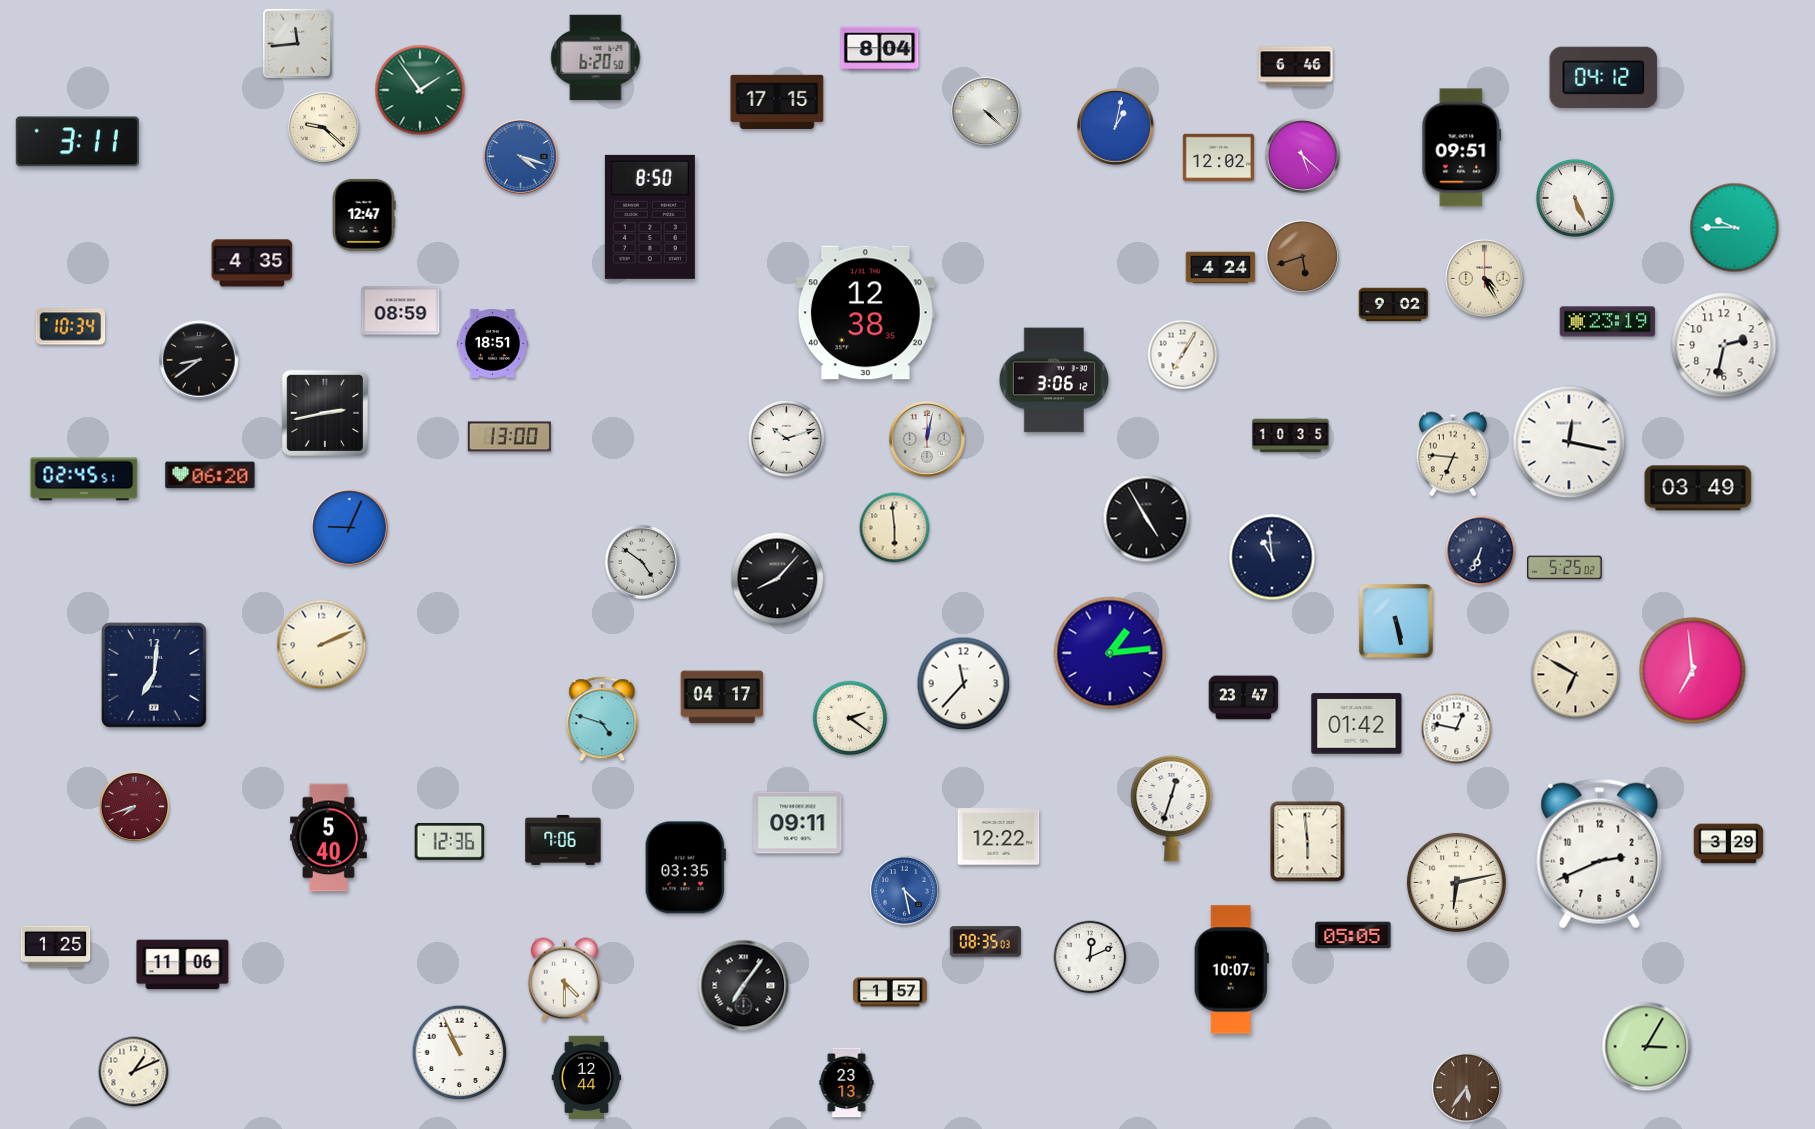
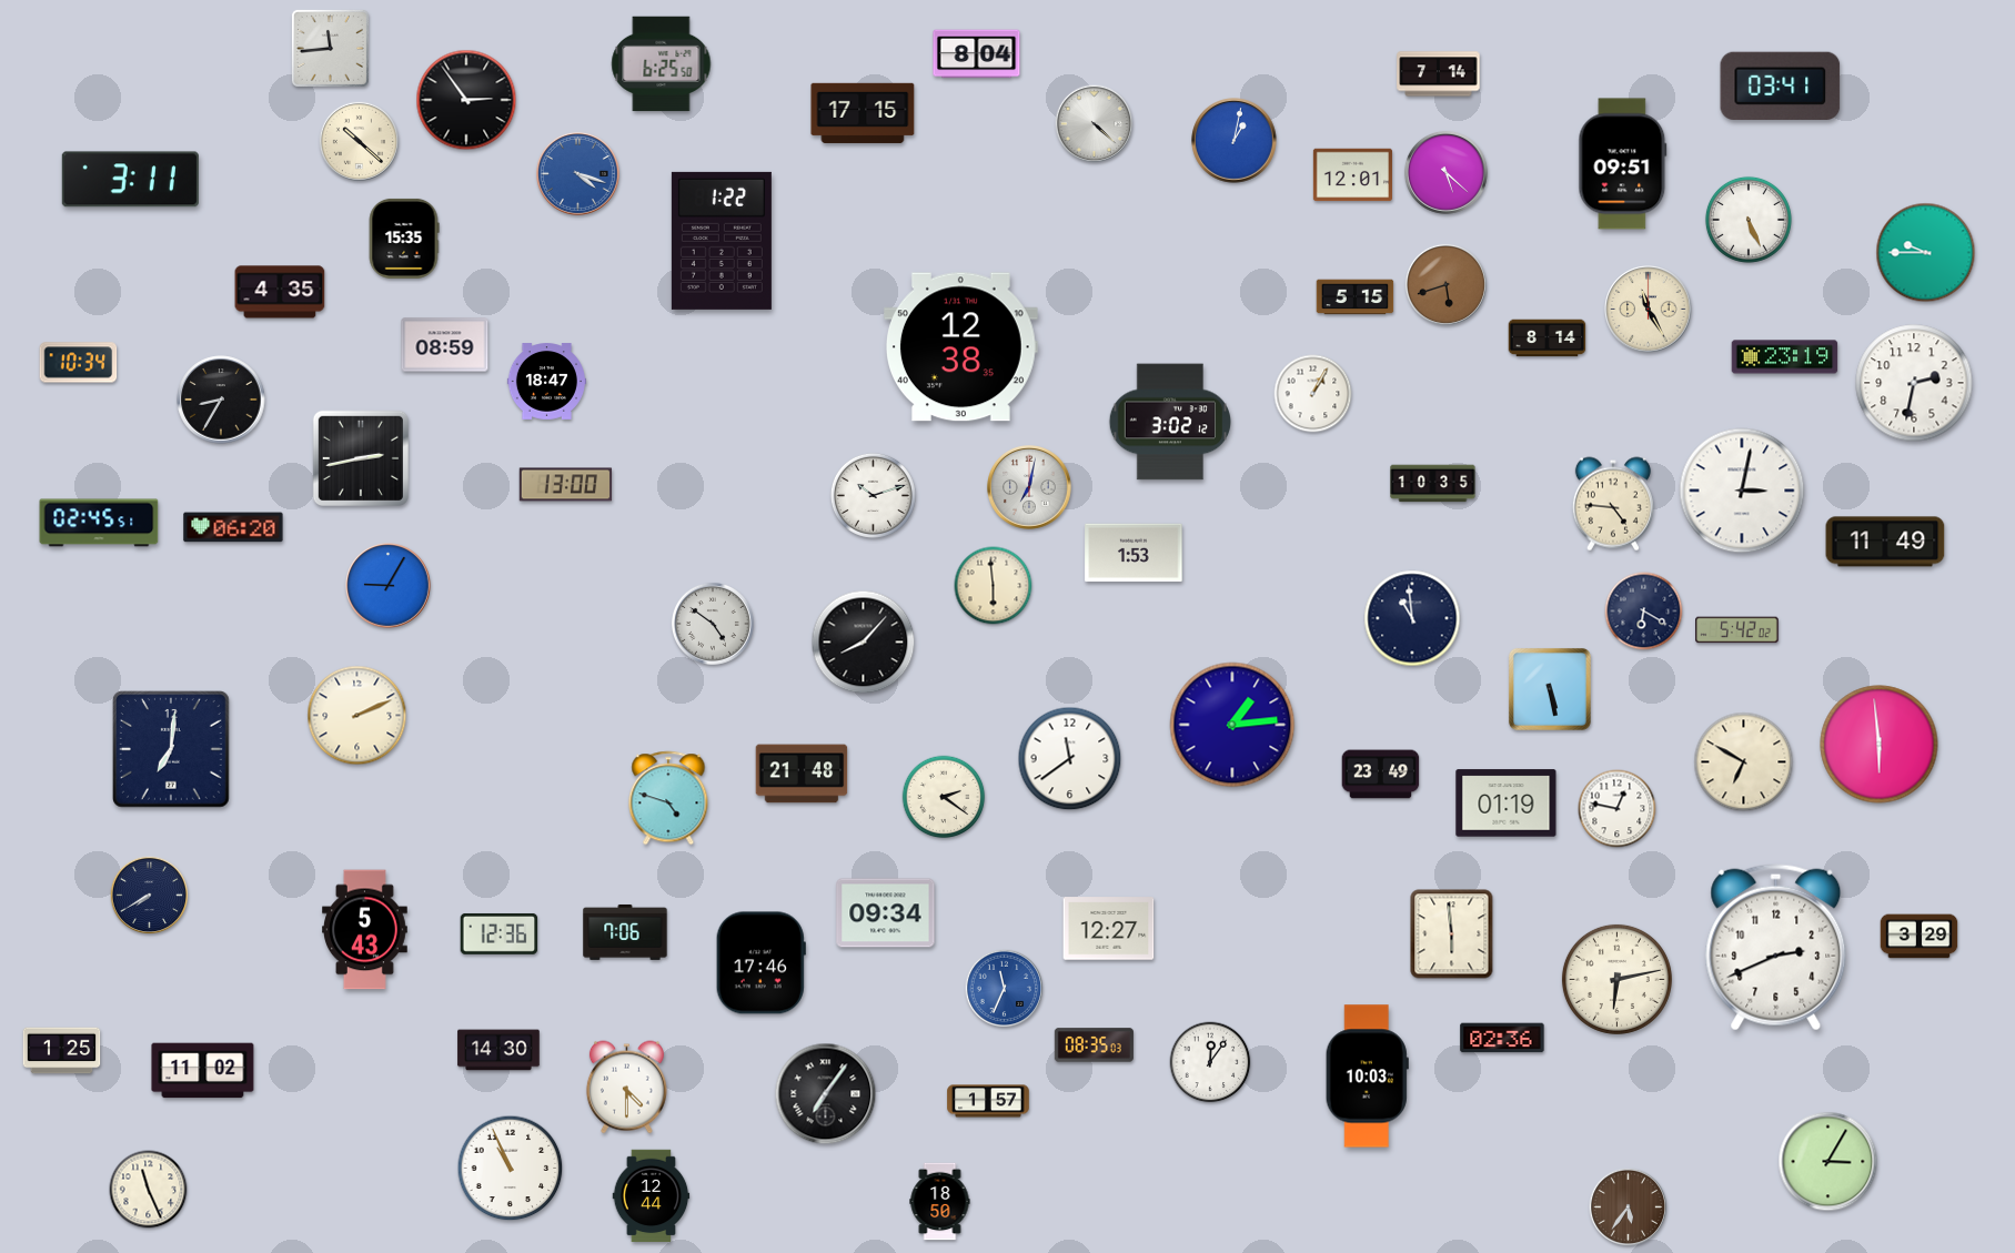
clock at (596, 58): 6:20 -> 6:25
clock at (1296, 67): 6:46 -> 7:14
clock at (1604, 77): 04:12 -> 03:41
clock at (420, 90): 1:54 -> 2:54
clock at (420, 90) dial: green -> black
clock at (323, 127): 9:22 -> 10:22
clock at (1116, 127) position: (1116, 127) -> (1235, 141)
clock at (77, 142) position: (77, 142) -> (130, 180)
clock at (1218, 158): 12:02 -> 12:01
clock at (364, 215): 12:47 -> 15:35
clock at (650, 217): 8:50 -> 1:22
clock at (1221, 268): 4:24 -> 5:15
clock at (1485, 279): 4:25 -> 11:25
clock at (1394, 305): 9:02 -> 8:14
clock at (492, 344): 18:51 -> 18:47
clock at (1183, 355): 7:05 -> 1:05
clock at (199, 360): 8:39 -> 8:35
clock at (1054, 380): 3:06 -> 3:02
clock at (786, 438) position: (786, 438) -> (873, 495)
clock at (928, 440): 12:02 -> 7:02
clock at (1569, 442): 12:17 -> 3:02
clock at (1453, 454): 6:46 -> 4:46
clock at (84, 479) position: (84, 479) -> (99, 523)
clock at (1698, 488): 03:49 -> 11:49
clock at (1134, 553): none -> 1:53
clock at (1147, 519): 4:55 -> none
clock at (350, 528): 9:04 -> 9:05
clock at (1481, 551): 6:34 -> 6:20
clock at (1565, 568): 5:25 -> 5:42
clock at (1693, 671): 6:59 -> 5:59
clock at (1576, 675) position: (1576, 675) -> (1744, 762)
clock at (964, 684): 11:37 -> 11:39
clock at (722, 697): 04:17 -> 21:48
clock at (1244, 698): 23:47 -> 23:49
clock at (1357, 724): 01:42 -> 01:19
clock at (135, 807): 7:42 -> 7:40
clock at (135, 807) dial: burgundy -> navy
clock at (1172, 808): 12:33 -> none
clock at (798, 823): 09:11 -> 09:34
clock at (999, 837): 12:22 -> 12:27
clock at (329, 838): 5:40 -> 5:43
clock at (685, 868): 03:35 -> 17:46
clock at (905, 891): 4:28 -> 11:34
clock at (1353, 935): 05:05 -> 02:36
clock at (498, 1050): none -> 14:30
clock at (1090, 957): 12:11 -> 12:06
clock at (183, 965): 11:06 -> 11:02
clock at (1231, 970): 10:07 -> 10:03
clock at (134, 1072): 1:11 -> 11:26
clock at (847, 1083): 23:13 -> 18:50
